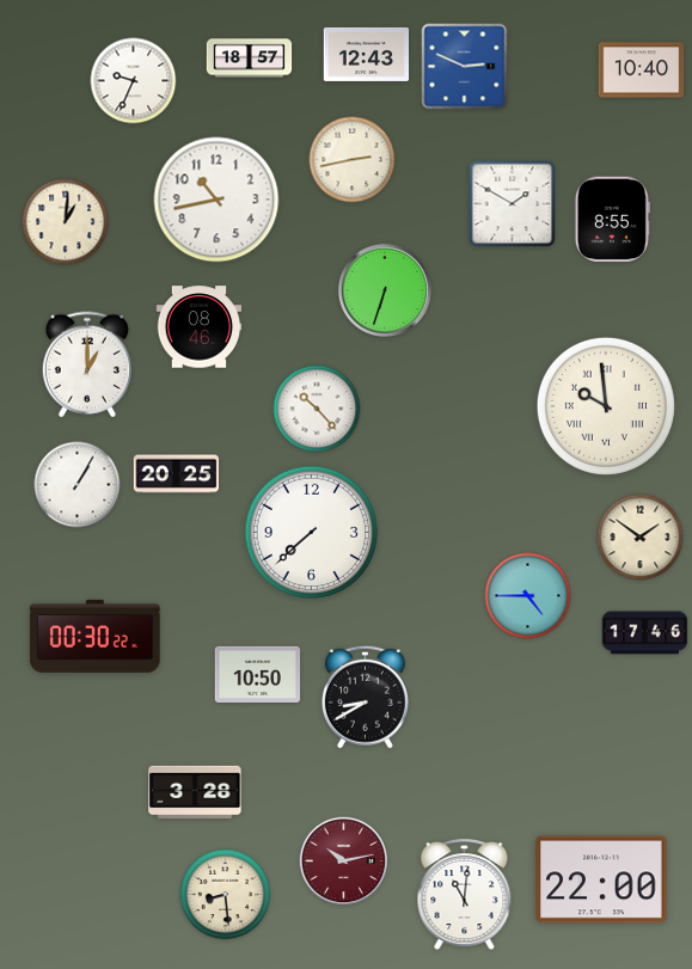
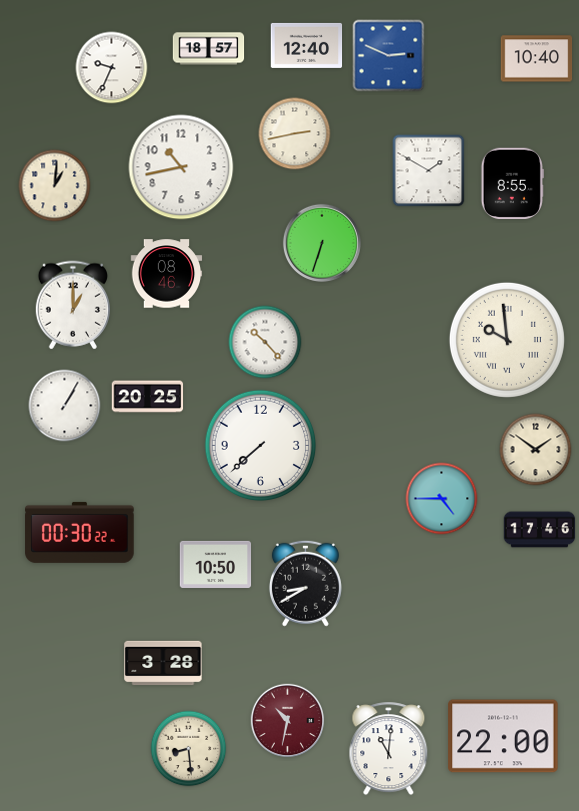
clock at (367, 54): 12:43 -> 12:40
clock at (344, 861): 10:13 -> 10:32
